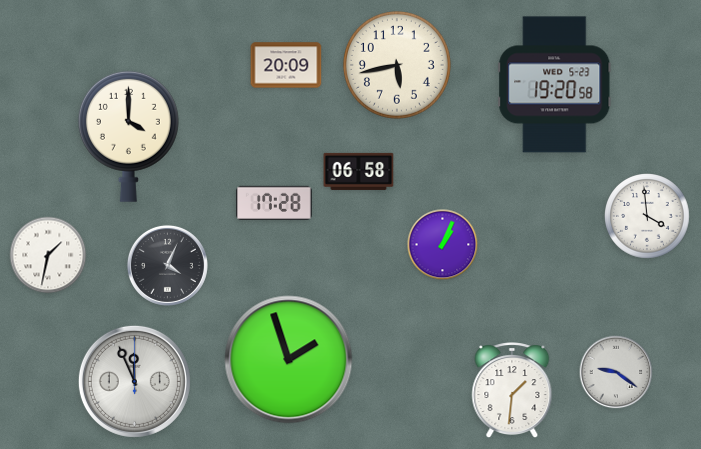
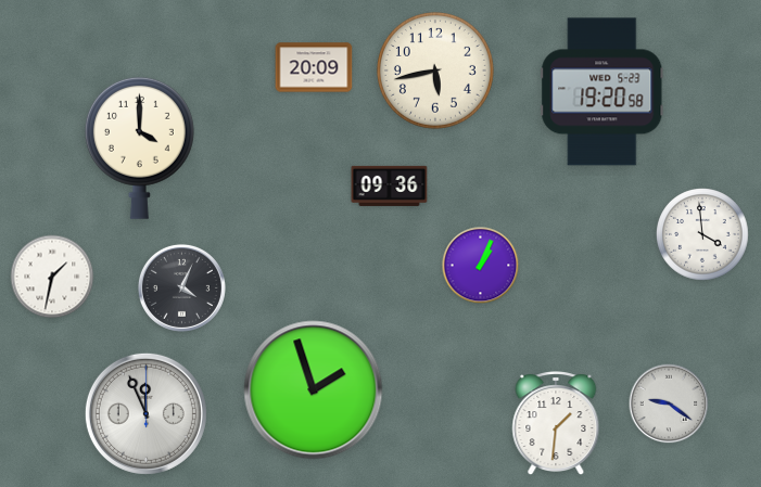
clock at (286, 65) position: (286, 65) -> (314, 67)
clock at (397, 65) position: (397, 65) -> (435, 71)
clock at (359, 171): 06:58 -> 09:36
clock at (275, 203): 17:28 -> none
